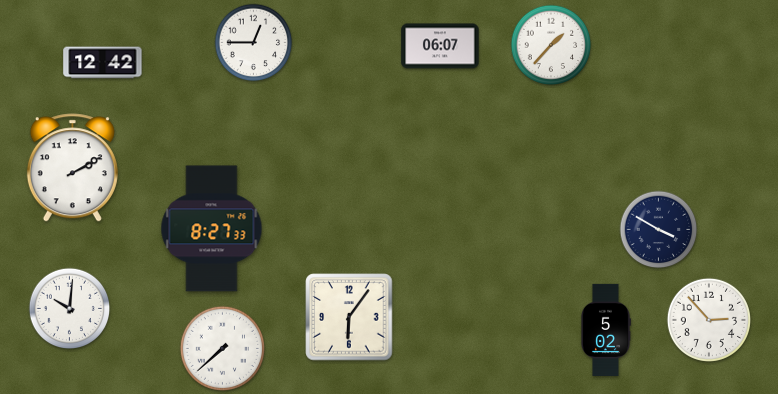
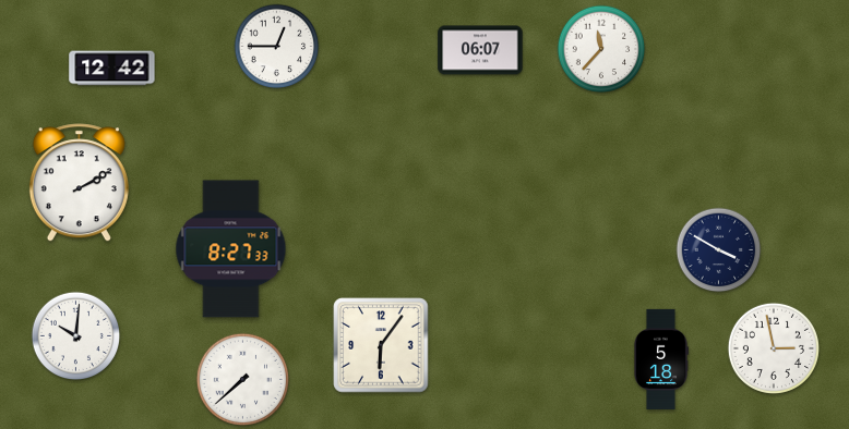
clock at (551, 45): 1:37 -> 11:37
clock at (708, 319): 2:53 -> 2:58
clock at (605, 330): 5:02 -> 5:18
